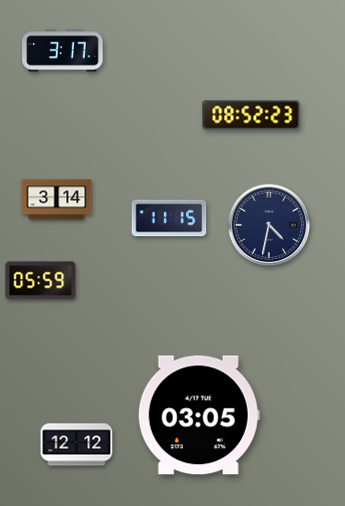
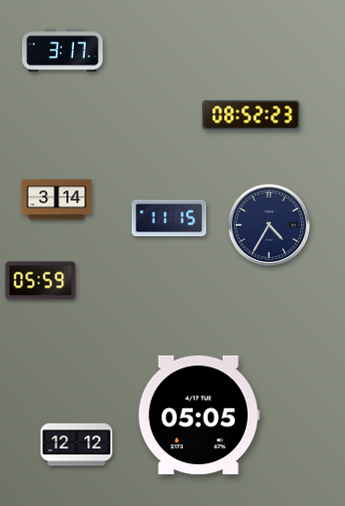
clock at (269, 225): 4:32 -> 4:35
clock at (199, 415): 03:05 -> 05:05
